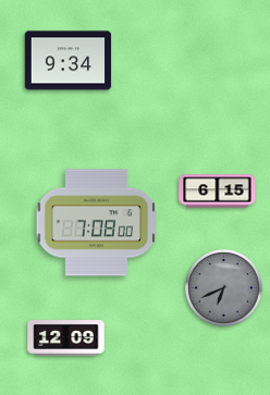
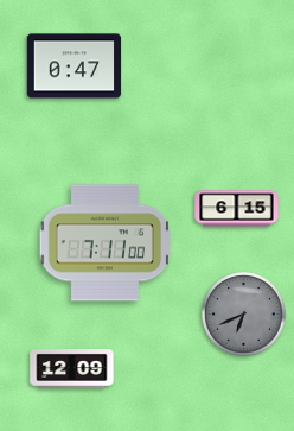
clock at (69, 61): 9:34 -> 0:47
clock at (96, 223): 7:08 -> 7:11
